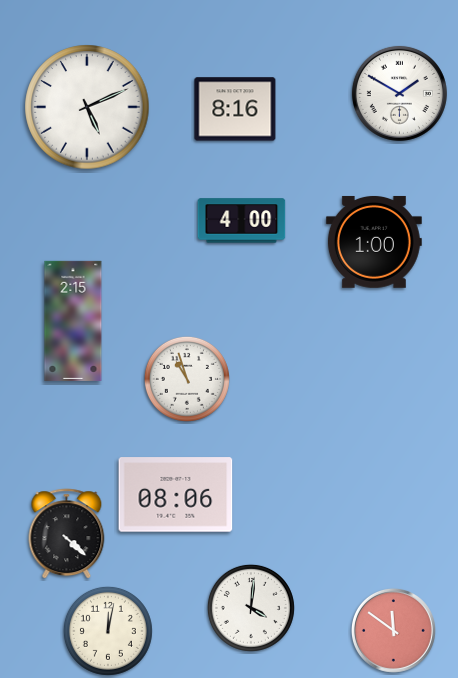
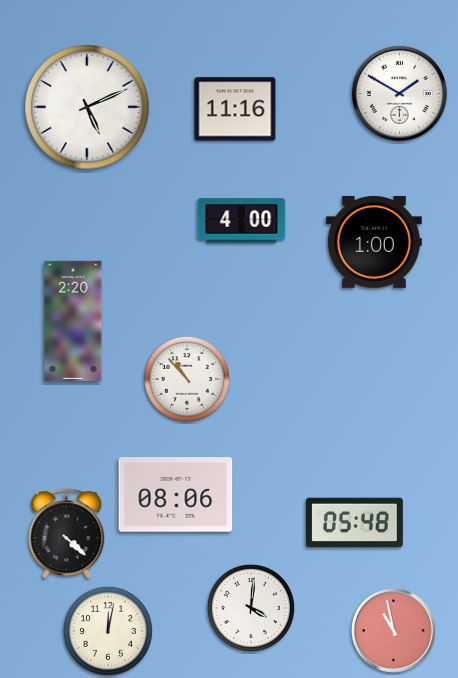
clock at (235, 109): 8:16 -> 11:16
clock at (73, 321): 2:15 -> 2:20
clock at (187, 379): 10:57 -> 10:53
clock at (354, 523): none -> 05:48
clock at (393, 630): 11:51 -> 10:58
